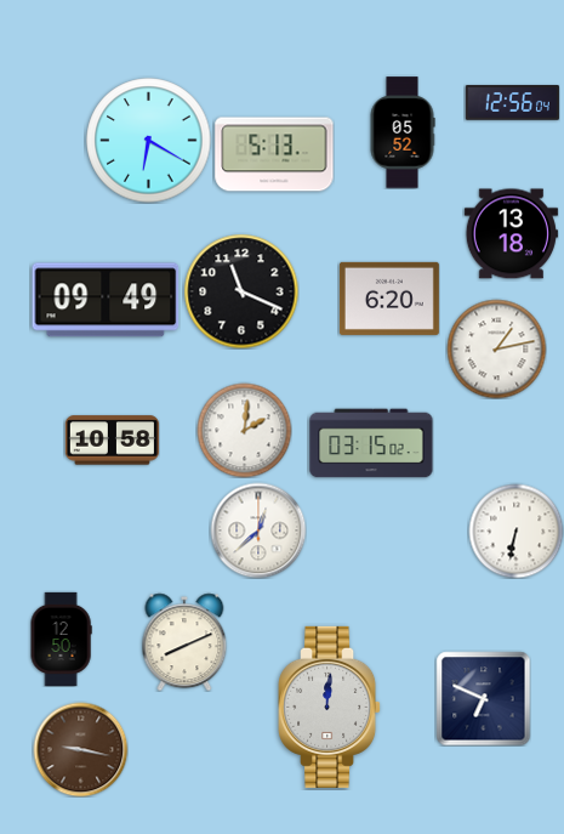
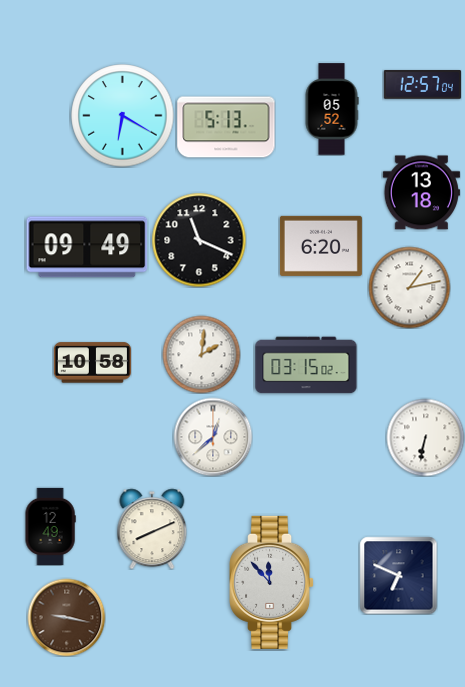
clock at (512, 103): 12:56 -> 12:57
clock at (61, 639): 12:50 -> 12:49
clock at (330, 707): 12:01 -> 11:53
